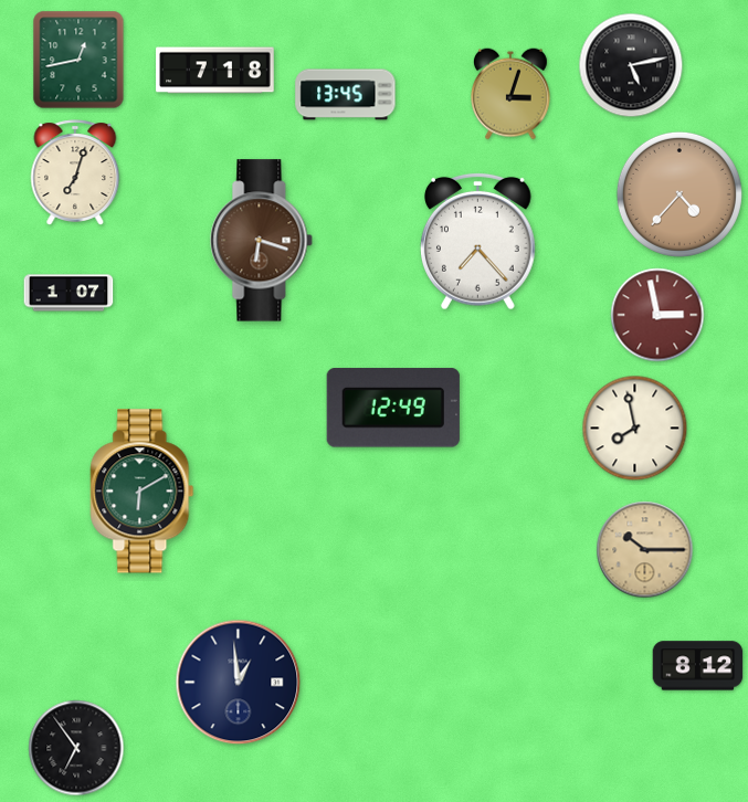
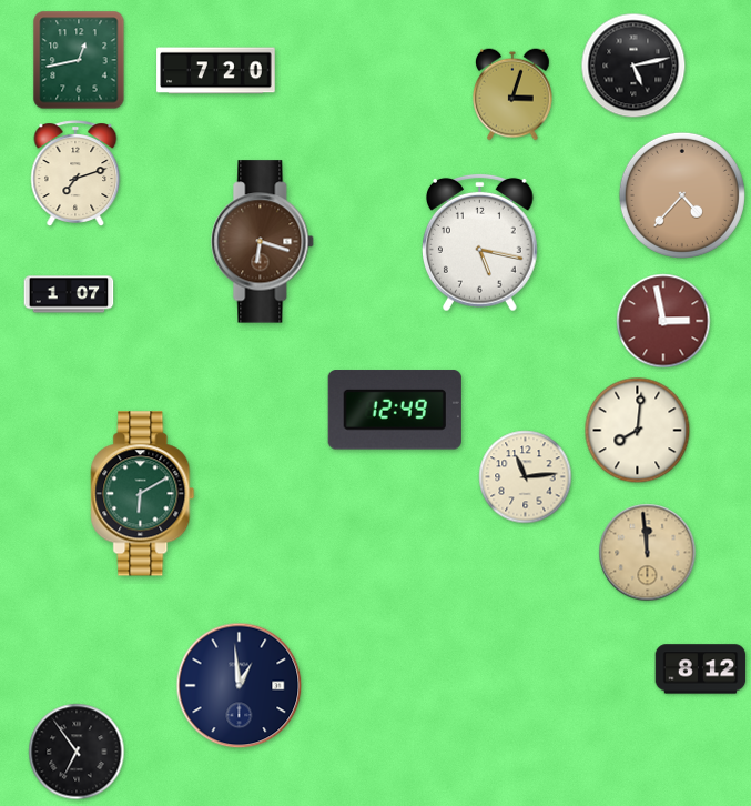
clock at (215, 71): 7:18 -> 7:20
clock at (346, 95): 13:45 -> none
clock at (75, 172): 7:03 -> 7:12
clock at (478, 241): 7:23 -> 5:17
clock at (657, 315) position: (657, 315) -> (663, 321)
clock at (635, 429): 7:58 -> 8:01
clock at (526, 477): none -> 11:14
clock at (645, 550): 10:15 -> 11:59
